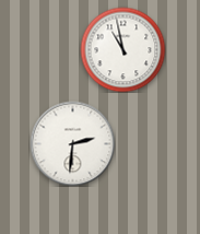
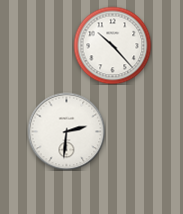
clock at (122, 49): 10:58 -> 10:23
